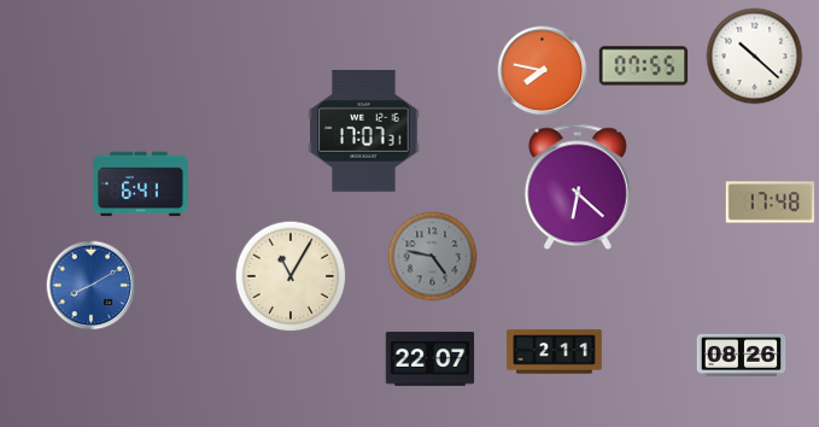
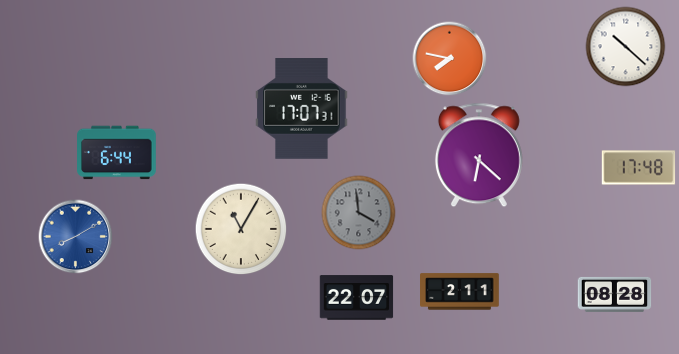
clock at (644, 66): 07:55 -> none
clock at (141, 185): 6:41 -> 6:44
clock at (433, 257): 4:47 -> 3:59
clock at (742, 355): 08:26 -> 08:28
